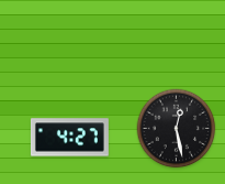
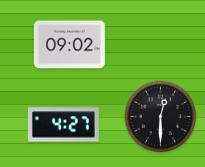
clock at (69, 45): none -> 09:02
clock at (177, 129): 12:28 -> 12:30
